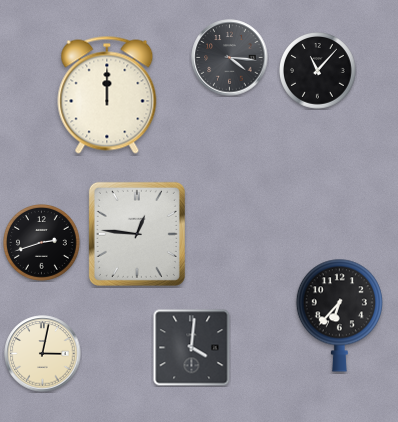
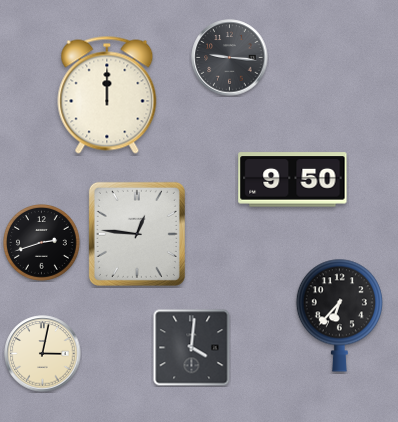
clock at (230, 58): 4:16 -> 9:16
clock at (318, 71): 11:07 -> none
clock at (293, 180): none -> 9:50
